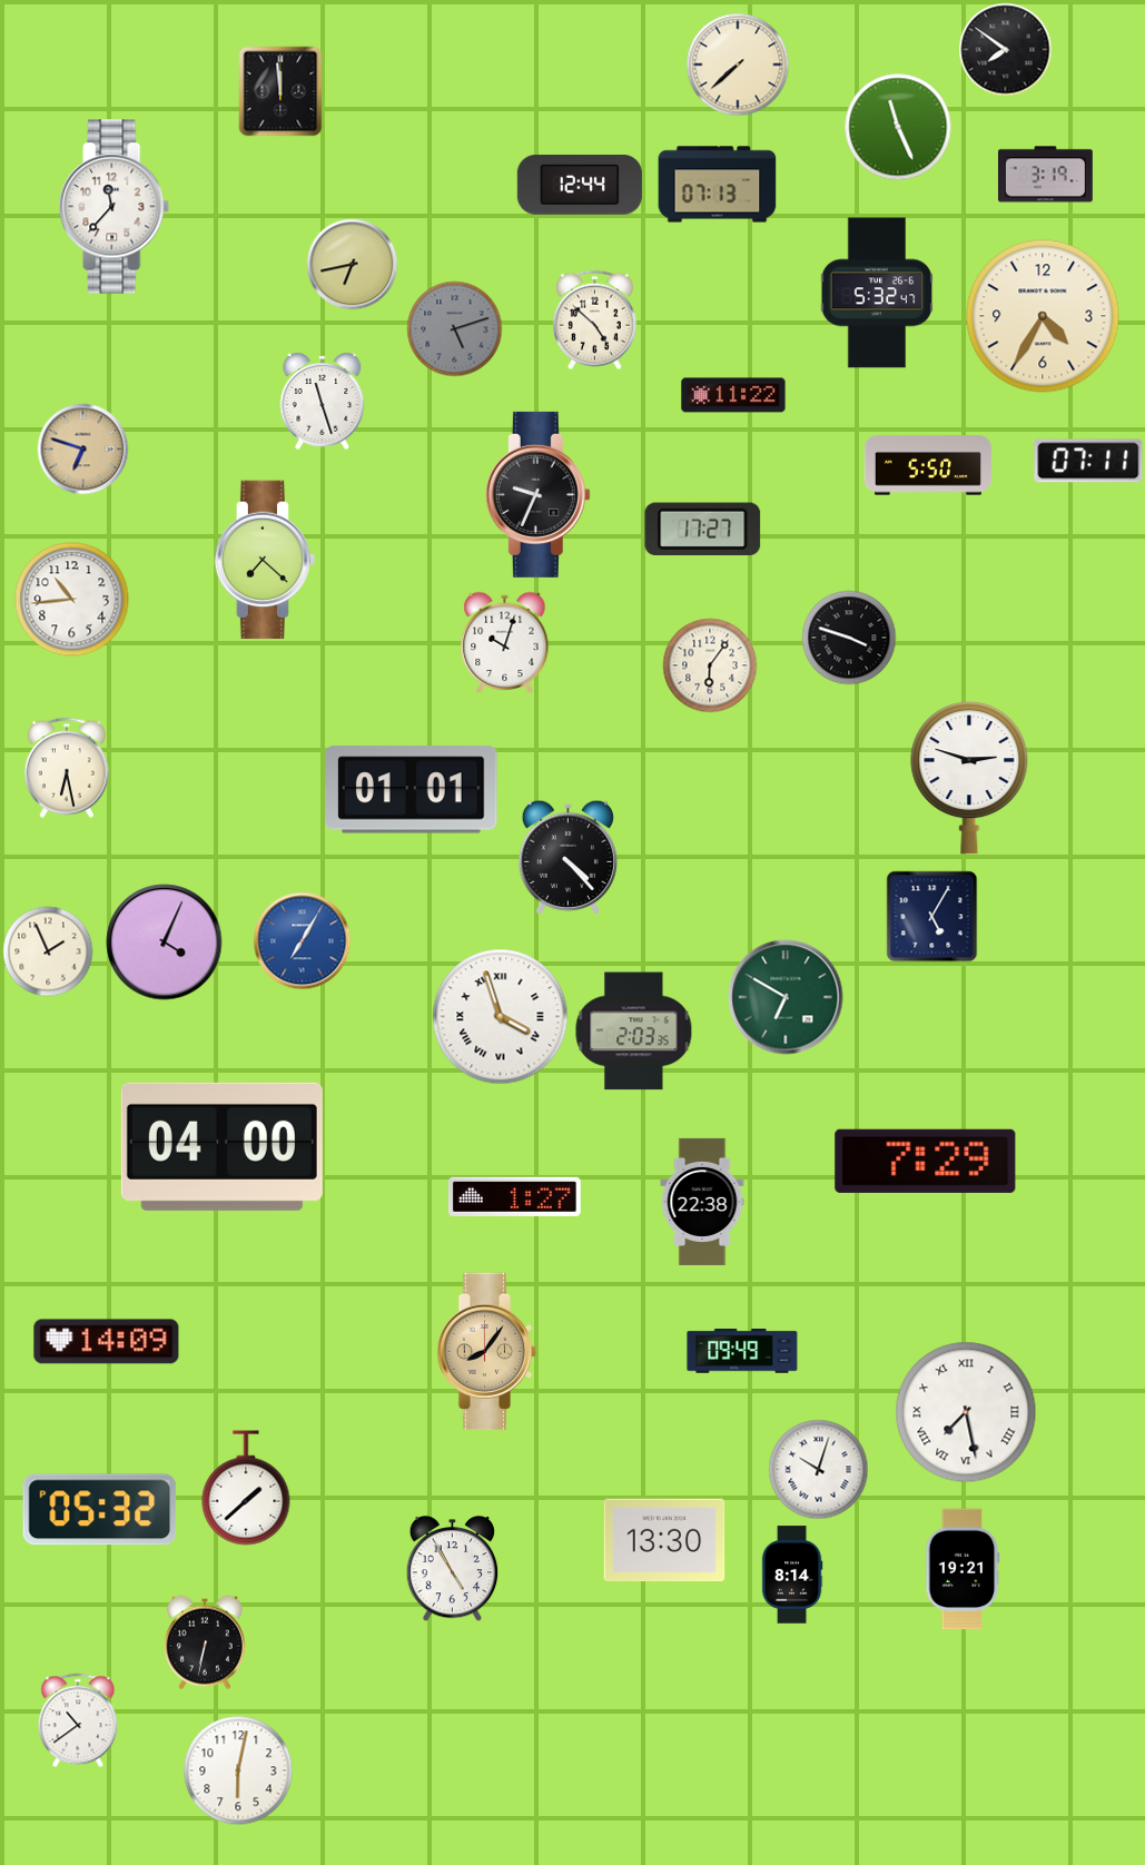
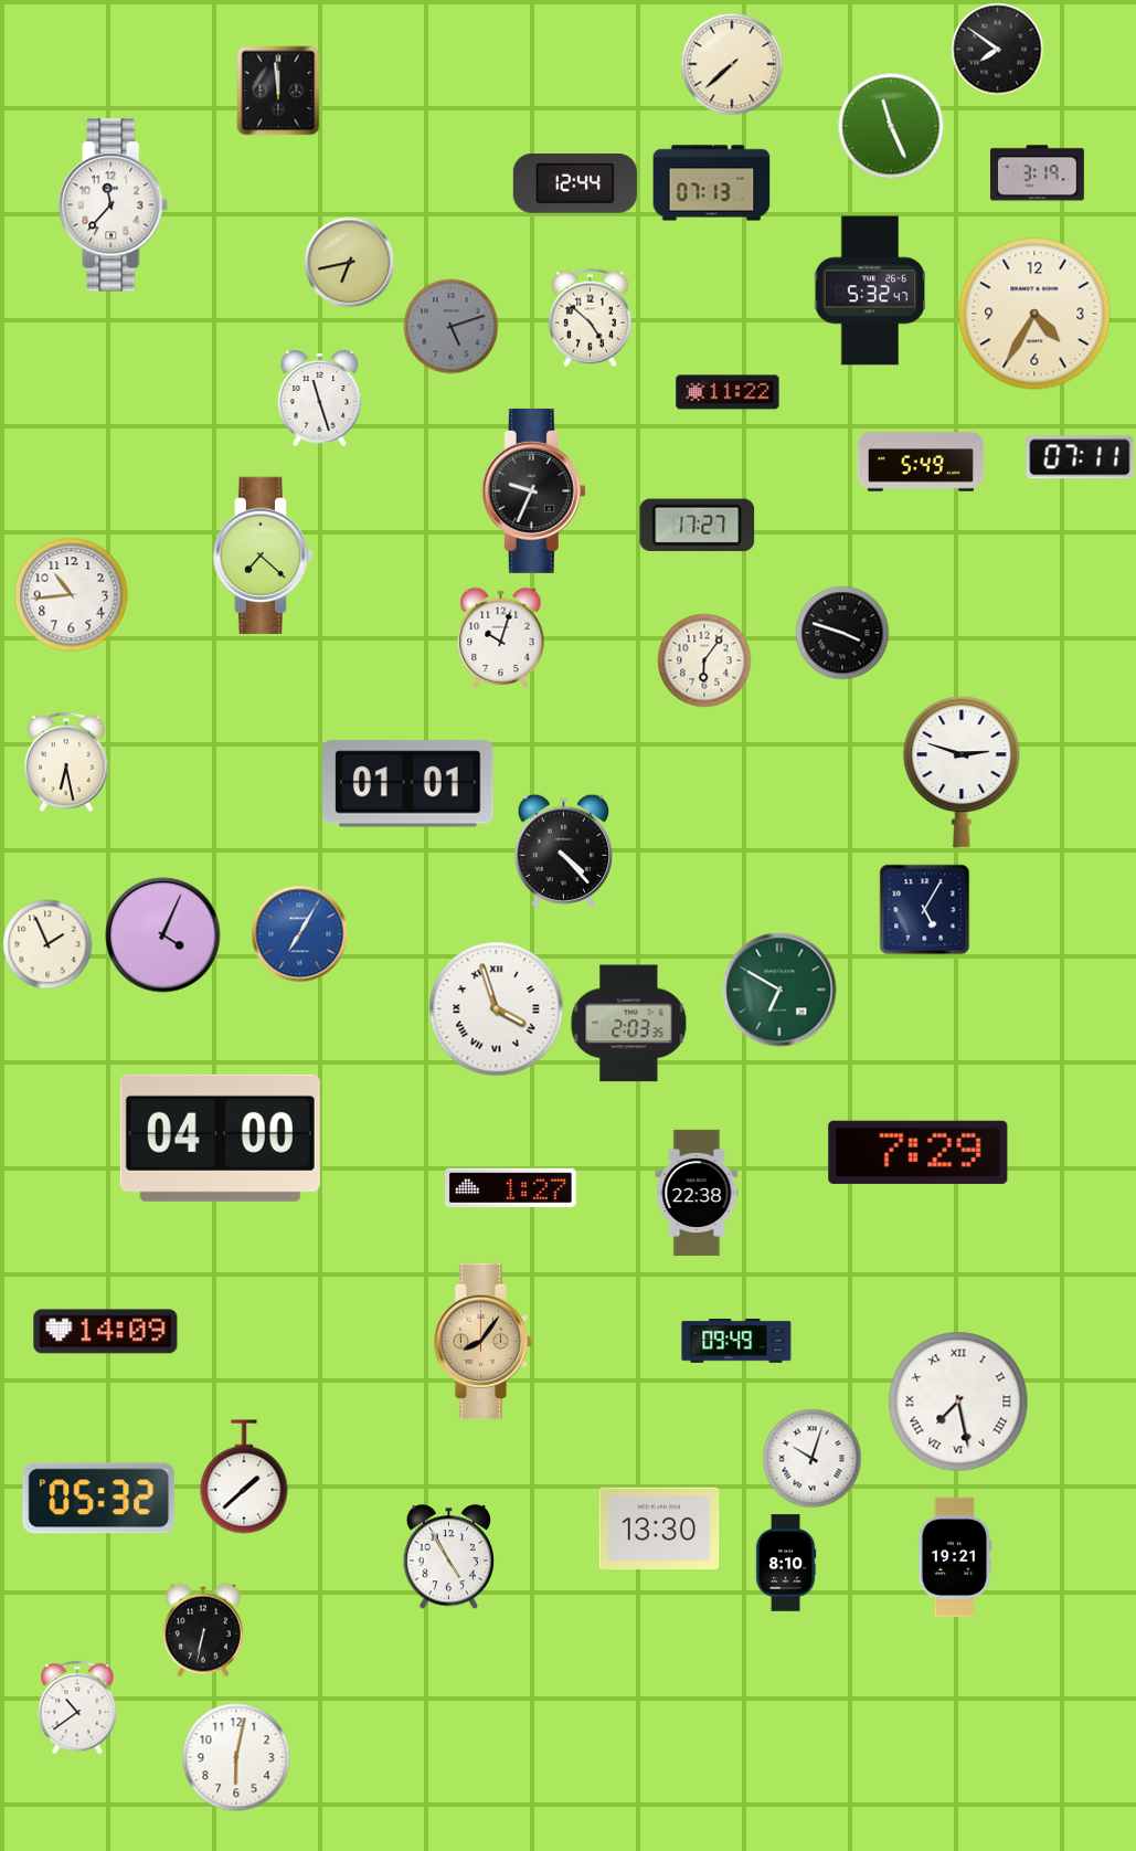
clock at (83, 450): 6:48 -> none
clock at (928, 465): 5:50 -> 5:49
clock at (792, 1575): 8:14 -> 8:10
